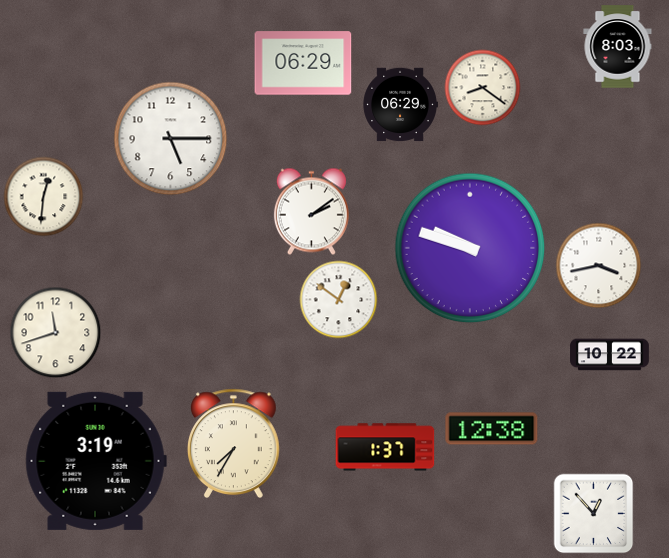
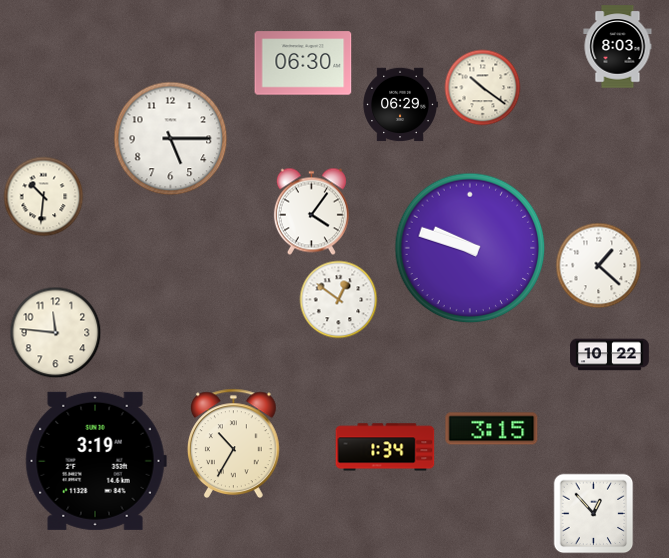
clock at (303, 63): 06:29 -> 06:30
clock at (483, 88): 8:21 -> 10:21
clock at (44, 197): 12:31 -> 10:31
clock at (311, 212): 2:09 -> 4:06
clock at (599, 266): 3:43 -> 1:22
clock at (56, 333): 11:42 -> 11:46
clock at (492, 429): 12:38 -> 3:15
clock at (234, 443): 7:35 -> 10:35
clock at (385, 447): 1:37 -> 1:34
